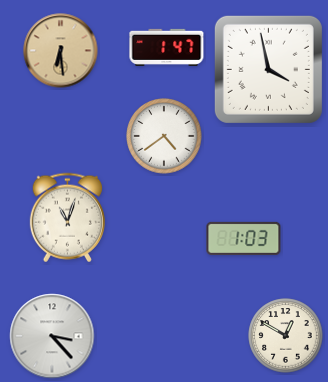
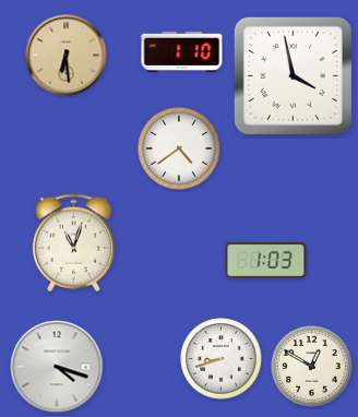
clock at (167, 47): 1:47 -> 1:10
clock at (67, 218) position: (67, 218) -> (73, 243)
clock at (222, 359): none -> 8:42
clock at (52, 336): 3:23 -> 4:18
